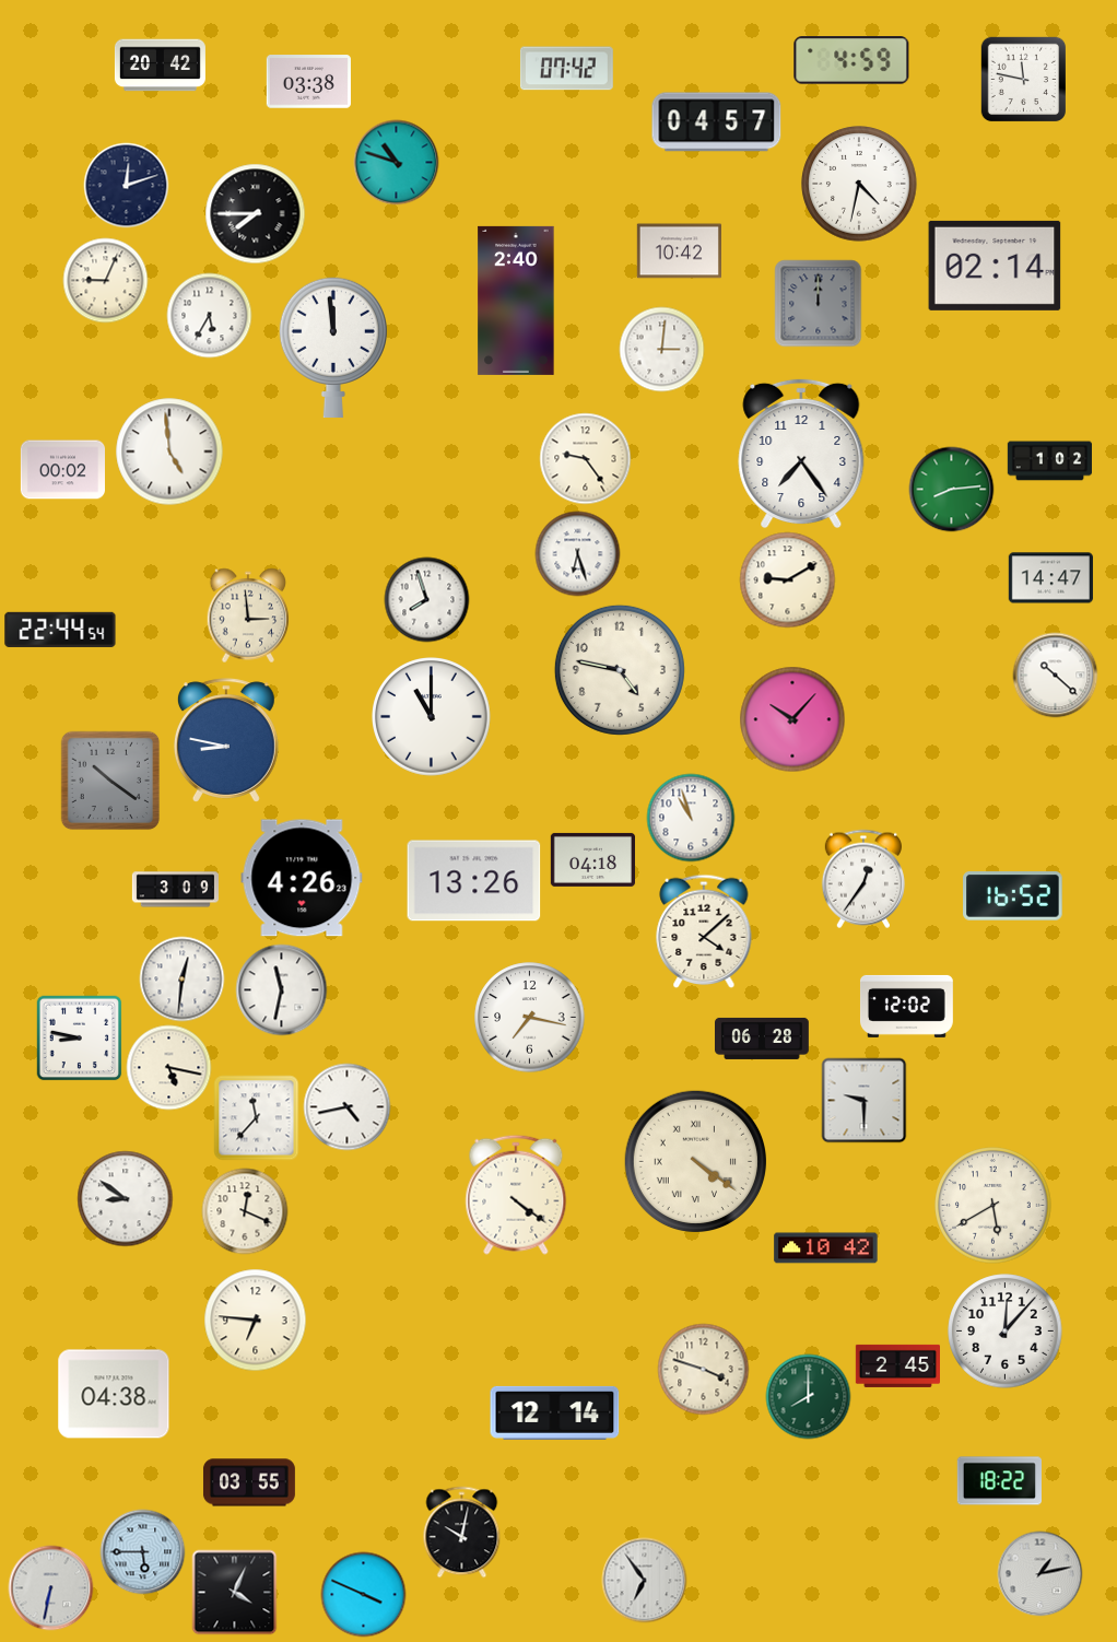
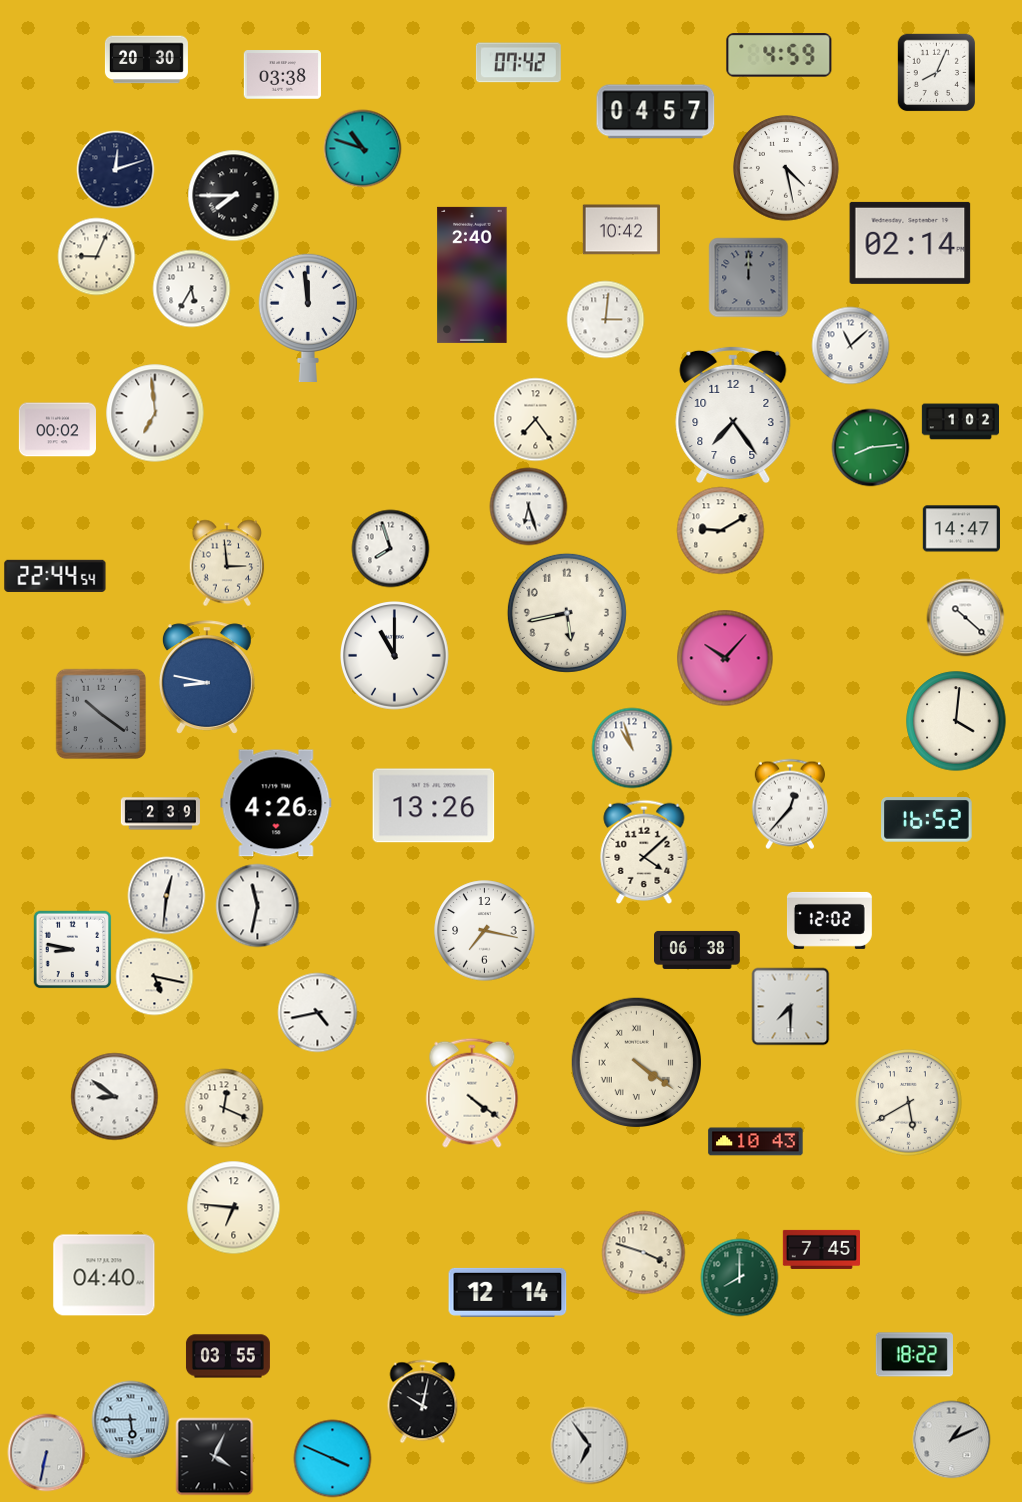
clock at (160, 66): 20:42 -> 20:30
clock at (1023, 79): 11:47 -> 8:04
clock at (859, 184): 4:32 -> 4:28
clock at (333, 347) position: (333, 347) -> (308, 317)
clock at (850, 345): none -> 11:08
clock at (169, 451): 4:59 -> 6:59
clock at (585, 458): 9:24 -> 7:24
clock at (620, 670): 4:47 -> 5:43
clock at (956, 721): none -> 4:01
clock at (592, 859): 04:18 -> none
clock at (863, 879): 12:36 -> 12:37
clock at (175, 890): 3:09 -> 2:39
clock at (763, 1039): 06:28 -> 06:38
clock at (863, 1100): 9:30 -> 7:30
clock at (256, 1117): 11:37 -> none
clock at (826, 1248): 10:42 -> 10:43
clock at (1006, 1332): 12:07 -> none
clock at (897, 1365): 2:45 -> 7:45
clock at (114, 1394): 04:38 -> 04:40
clock at (1039, 1573): 1:13 -> 1:11
